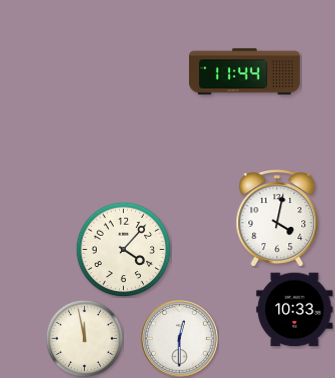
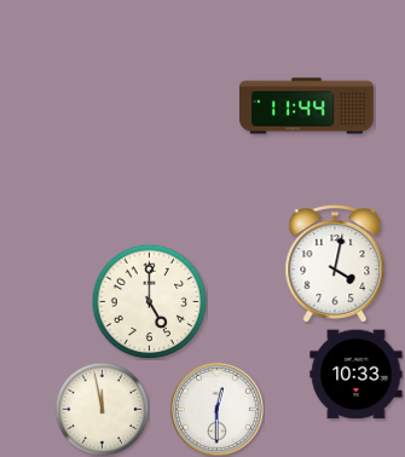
clock at (245, 72) position: (245, 72) -> (307, 106)
clock at (123, 249): 4:07 -> 5:00
